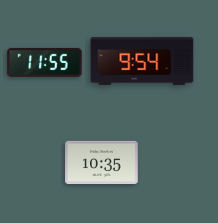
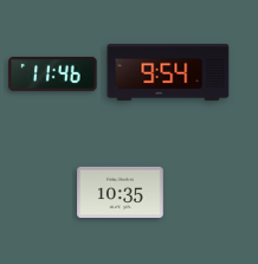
clock at (45, 62): 11:55 -> 11:46
